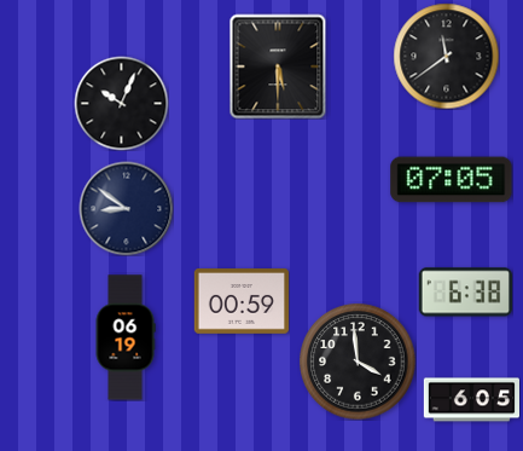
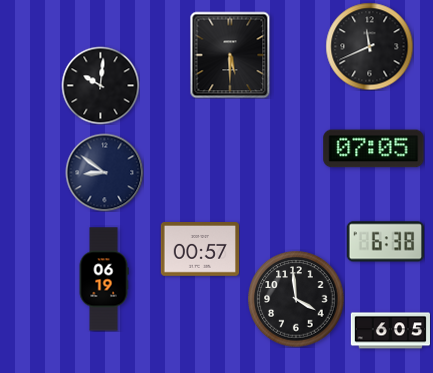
clock at (446, 56): 11:39 -> 11:41
clock at (121, 103): 10:04 -> 10:01
clock at (240, 302): 00:59 -> 00:57
